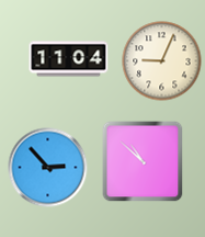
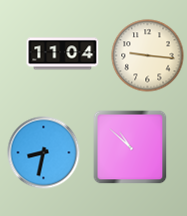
clock at (162, 61): 9:04 -> 9:16
clock at (48, 168): 2:53 -> 8:32
